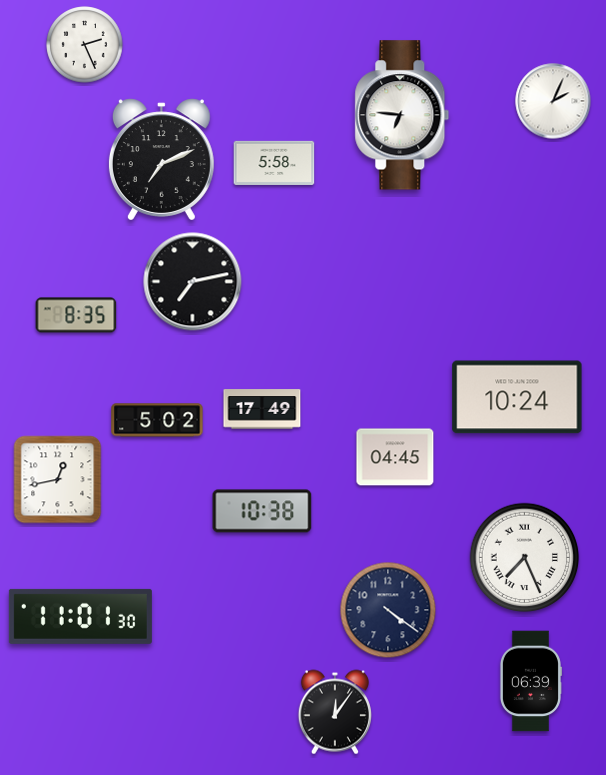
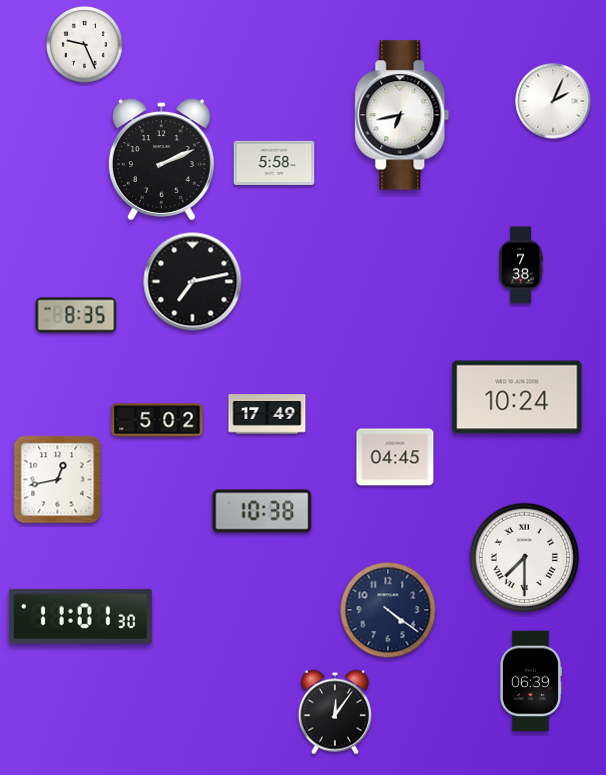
clock at (85, 45): 2:26 -> 9:26
clock at (402, 115): 6:46 -> 6:43
clock at (161, 160): 7:11 -> 2:11
clock at (521, 265): none -> 7:38
clock at (262, 409) position: (262, 409) -> (267, 414)
clock at (525, 558): 7:26 -> 7:30
